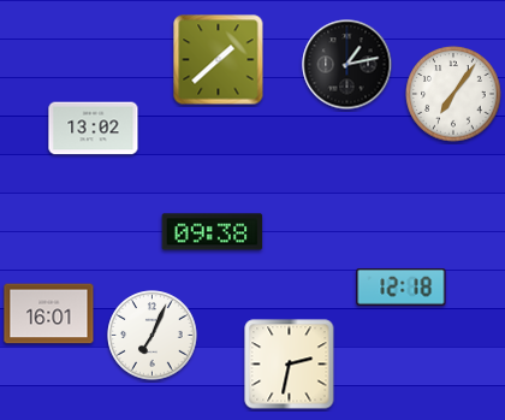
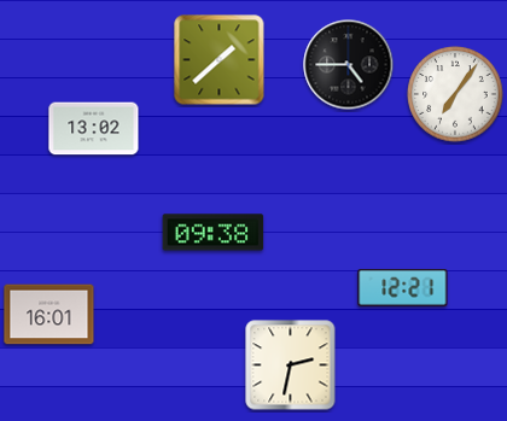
clock at (347, 65): 1:13 -> 4:45
clock at (402, 288): 12:18 -> 12:21
clock at (153, 336): 7:04 -> none
